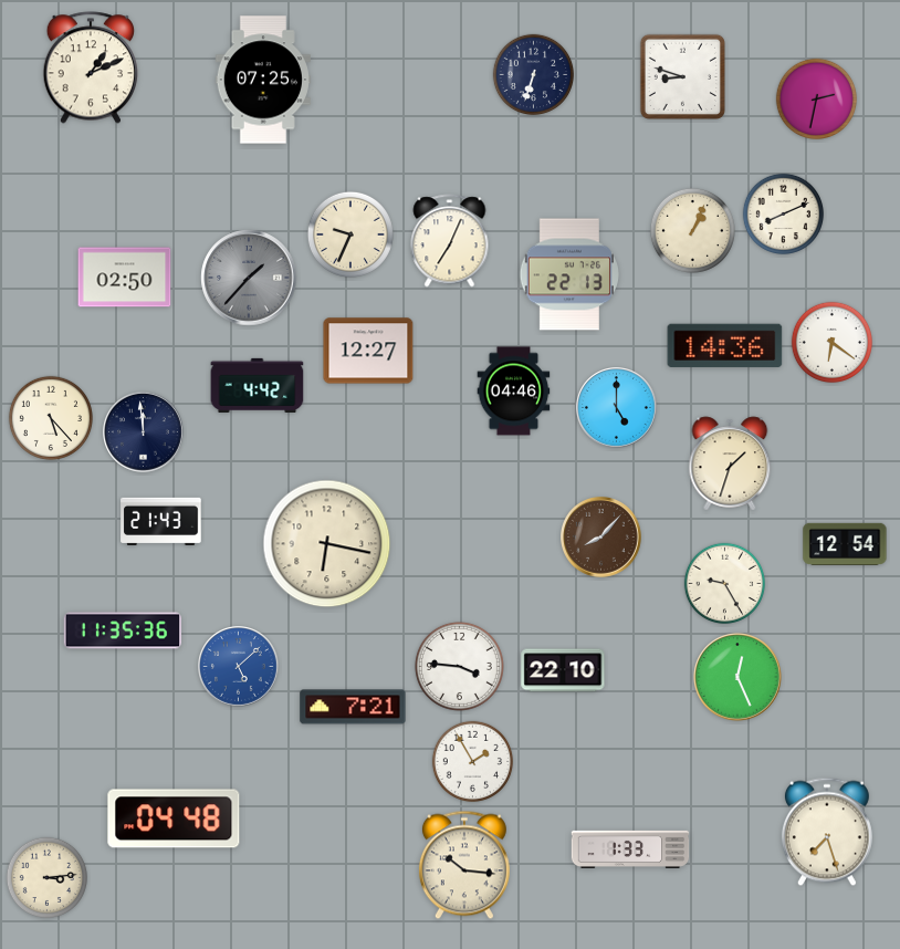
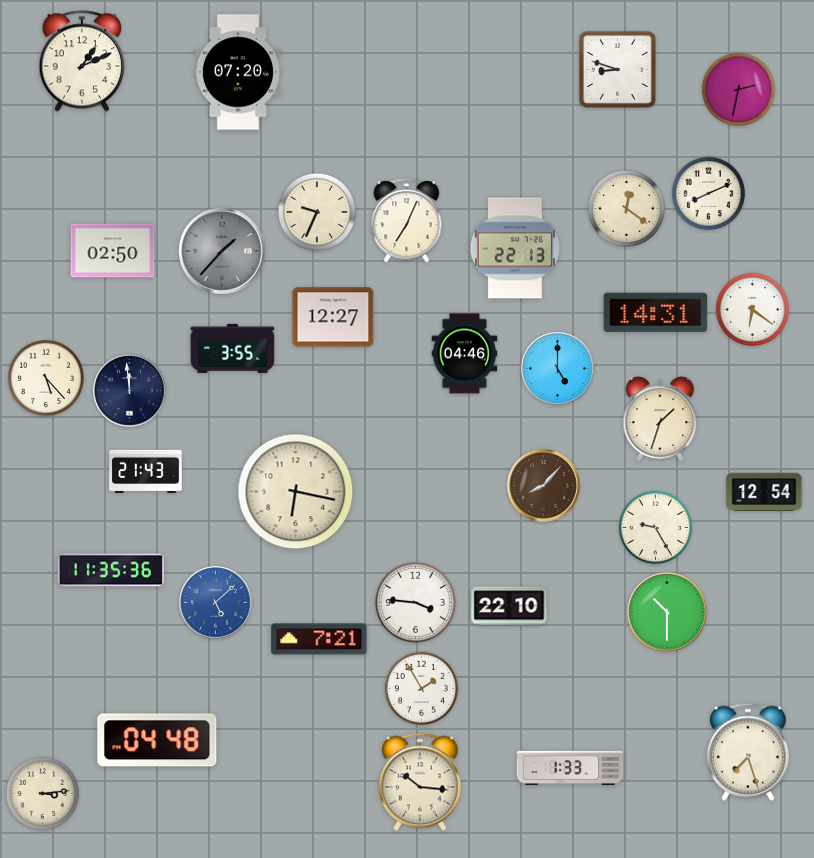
clock at (534, 75): 6:33 -> none
clock at (263, 80): 07:25 -> 07:20
clock at (692, 230): 1:04 -> 12:21
clock at (450, 241) position: (450, 241) -> (407, 221)
clock at (249, 278) position: (249, 278) -> (222, 251)
clock at (725, 345): 14:36 -> 14:31
clock at (258, 385): 4:42 -> 3:55
clock at (737, 677): 12:26 -> 10:30
clock at (473, 762) position: (473, 762) -> (422, 689)
